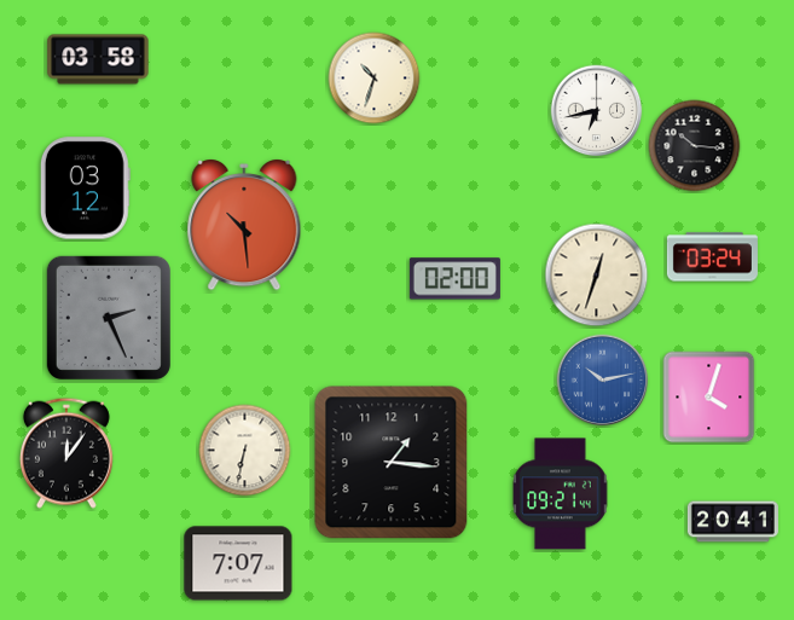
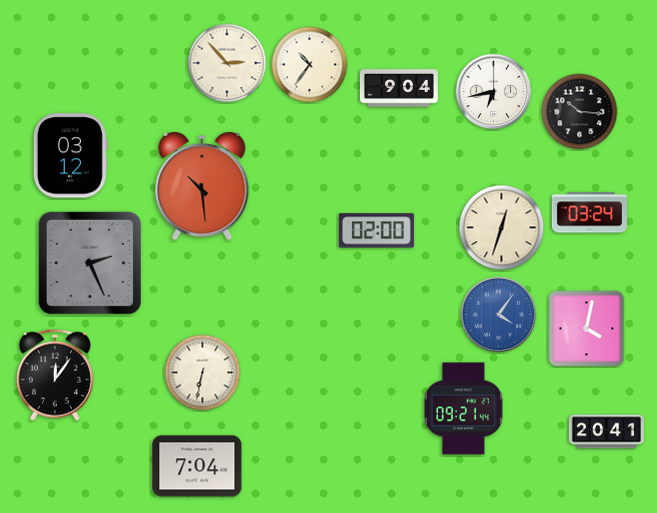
clock at (98, 59): 03:58 -> none
clock at (227, 63): none -> 2:53
clock at (375, 79): 10:33 -> 10:36
clock at (399, 88): none -> 9:04
clock at (695, 146) position: (695, 146) -> (580, 112)
clock at (597, 276) position: (597, 276) -> (502, 228)
clock at (603, 381): 10:13 -> 4:06
clock at (709, 398): 4:03 -> 4:02
clock at (392, 463): 1:16 -> none
clock at (238, 563): 7:07 -> 7:04
